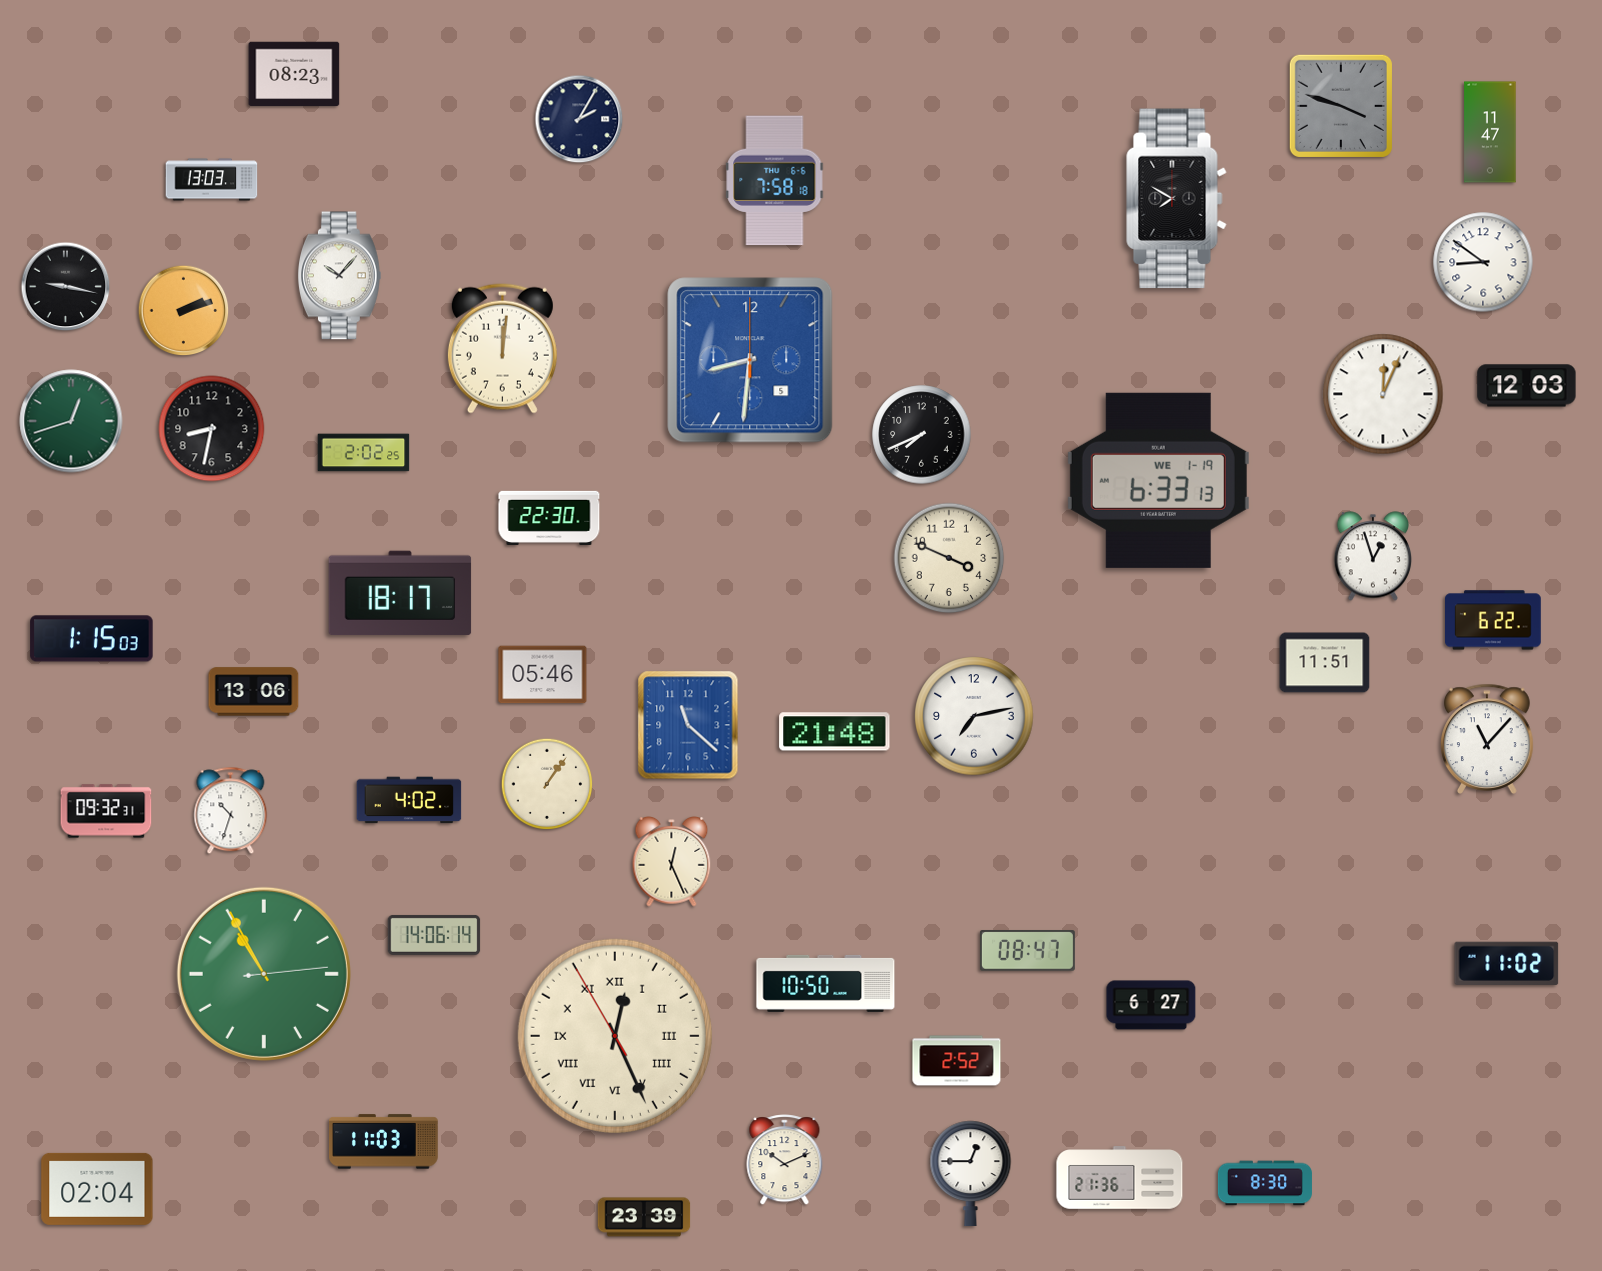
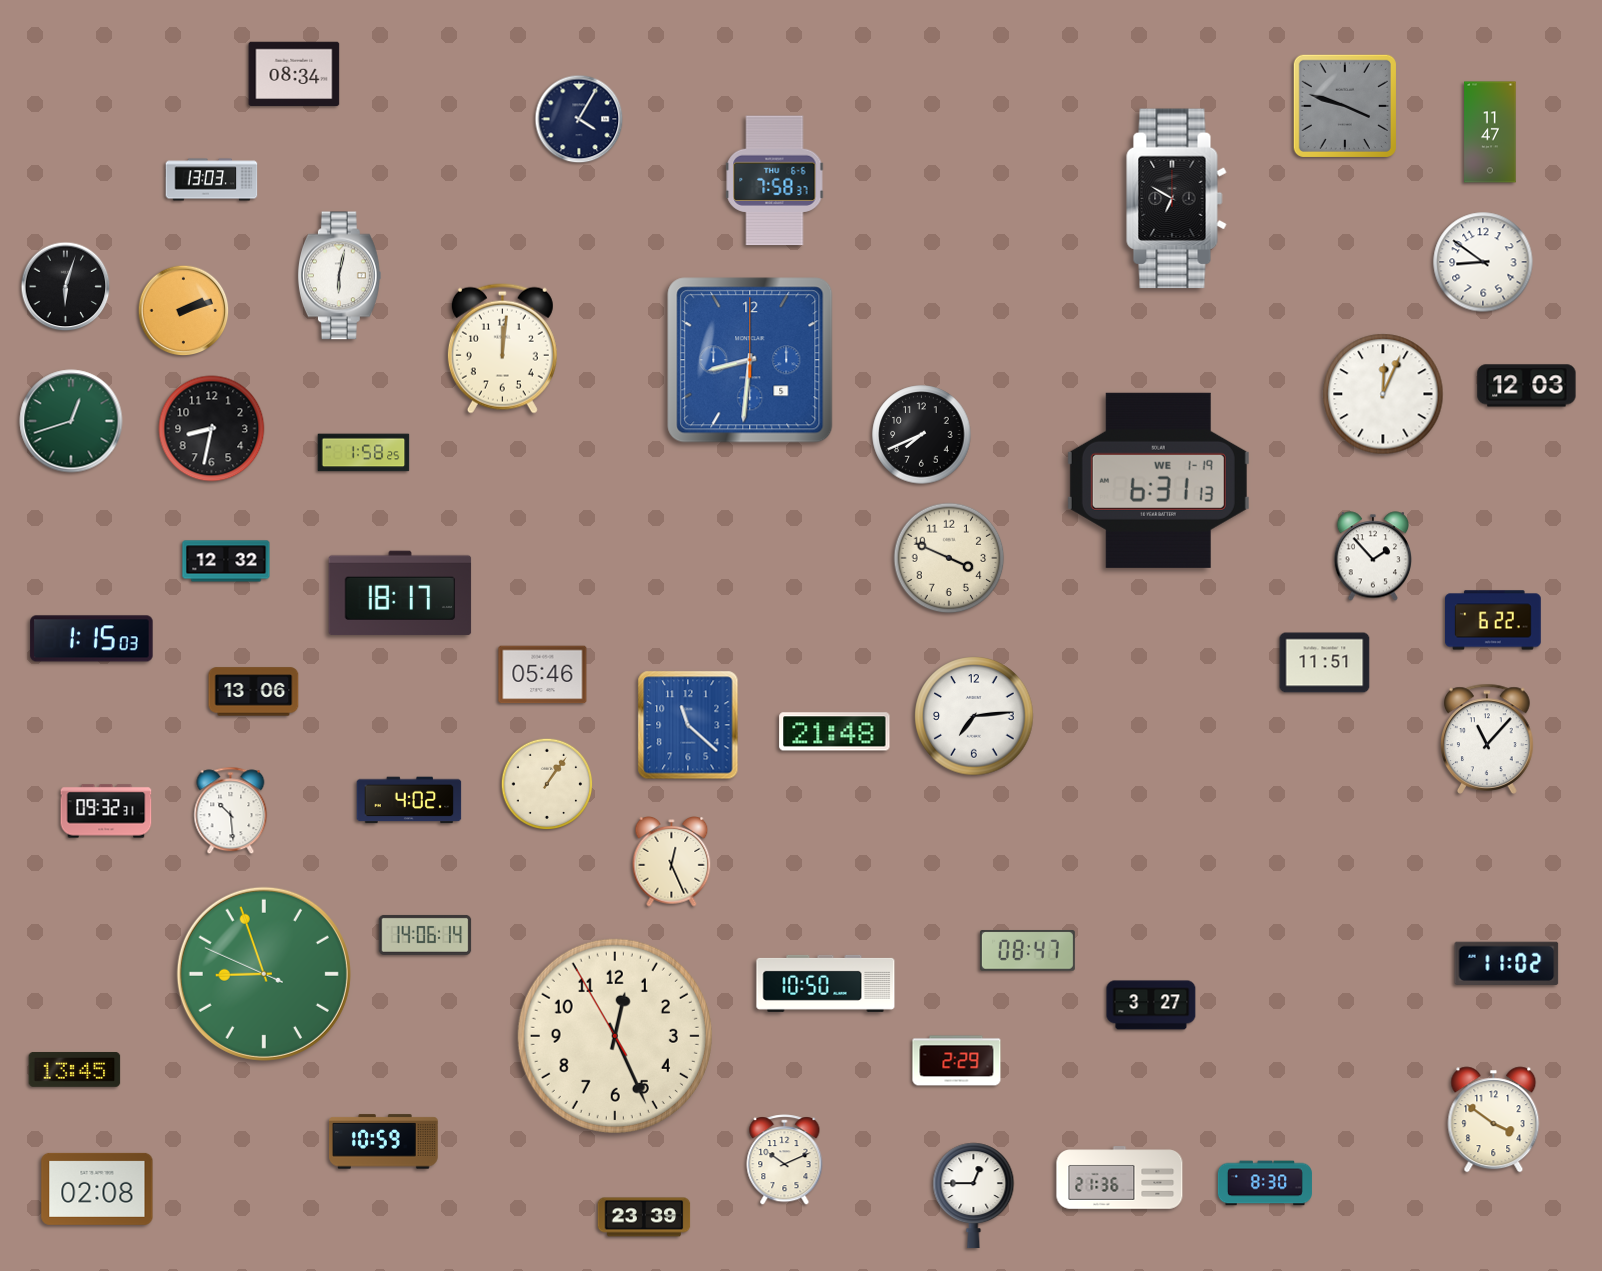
clock at (294, 74): 08:23 -> 08:34
clock at (1341, 106) position: (1341, 106) -> (1345, 106)
clock at (579, 119): 2:05 -> 4:05
clock at (775, 181): 7:58:18 -> 7:58:37
clock at (1177, 199): 7:50 -> 6:50
clock at (339, 276): 10:07 -> 6:02
clock at (66, 287): 9:17 -> 6:03
clock at (364, 453): 2:02 -> 1:58
clock at (1158, 480): 6:33 -> 6:31
clock at (549, 518): 22:30 -> none
clock at (1373, 556): 12:57 -> 1:53
clock at (226, 561): none -> 12:32
clock at (974, 716): 7:13 -> 7:14
clock at (231, 811): 10:33 -> 10:29
clock at (434, 935) position: (434, 935) -> (425, 935)
clock at (264, 974): 10:55 -> 8:56
clock at (1151, 1005): 6:27 -> 3:27
clock at (615, 1036) numerals: Roman -> Arabic
clock at (957, 1061): 2:52 -> 2:29
clock at (75, 1070): none -> 13:45
clock at (1494, 1120): none -> 3:51
clock at (384, 1142): 11:03 -> 10:59
clock at (971, 1174) position: (971, 1174) -> (974, 1196)
clock at (97, 1189): 02:04 -> 02:08
